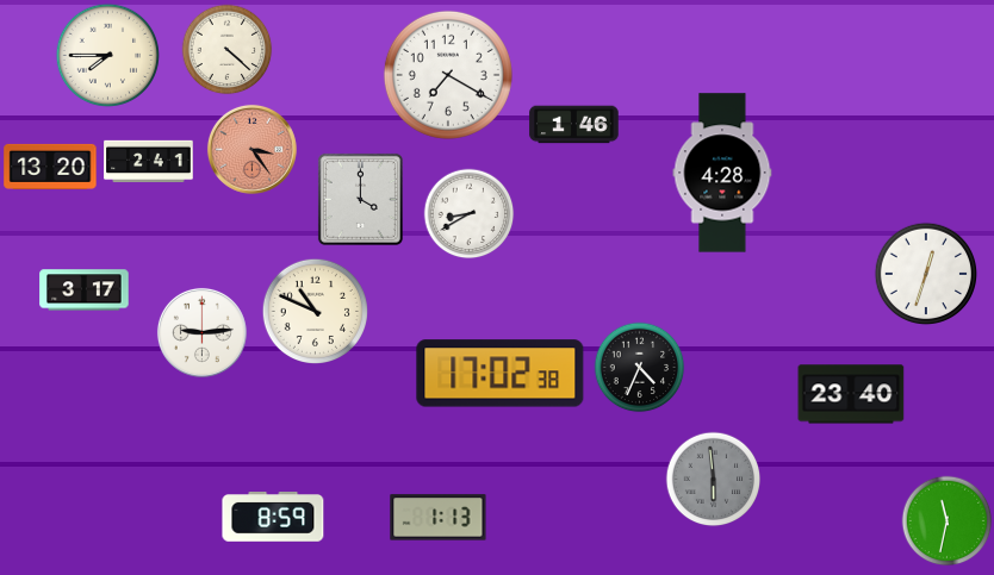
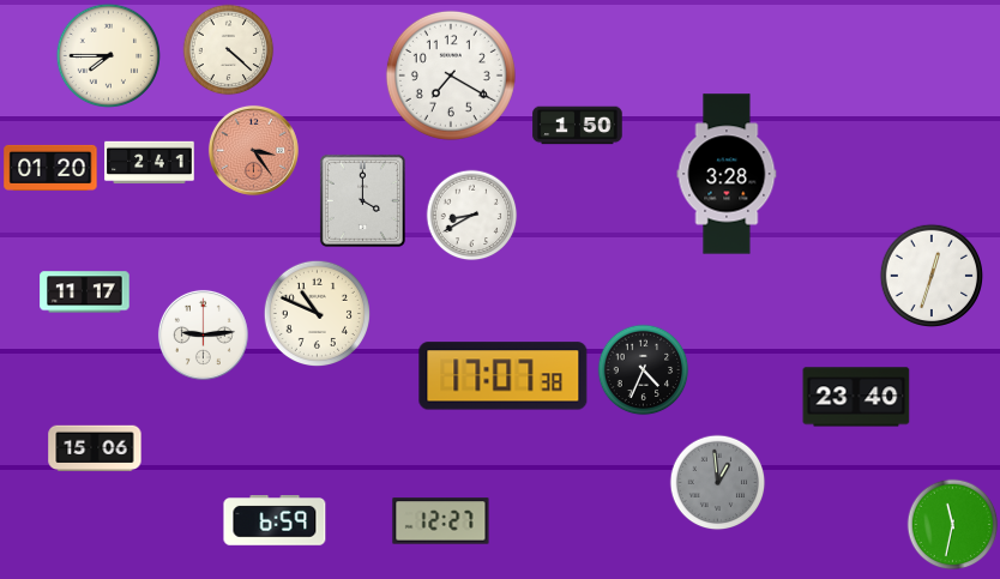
clock at (574, 125): 1:46 -> 1:50
clock at (50, 167): 13:20 -> 01:20
clock at (722, 173): 4:28 -> 3:28
clock at (85, 290): 3:17 -> 11:17
clock at (501, 374): 17:02 -> 17:07
clock at (95, 448): none -> 15:06
clock at (714, 480): 5:59 -> 12:59
clock at (273, 518): 8:59 -> 6:59
clock at (439, 518): 1:13 -> 12:27
